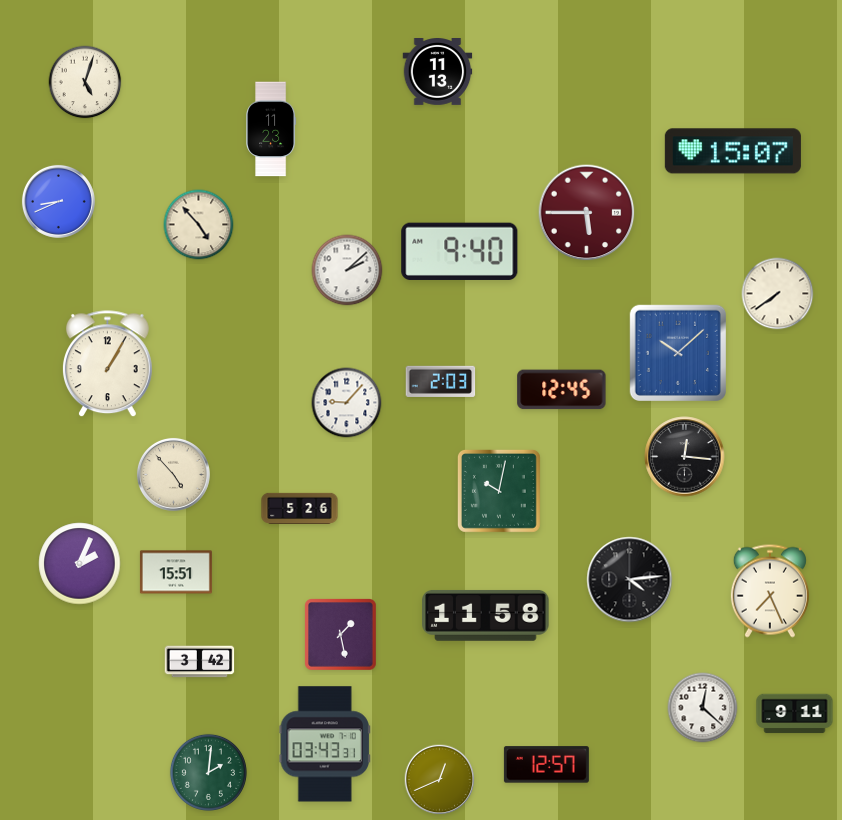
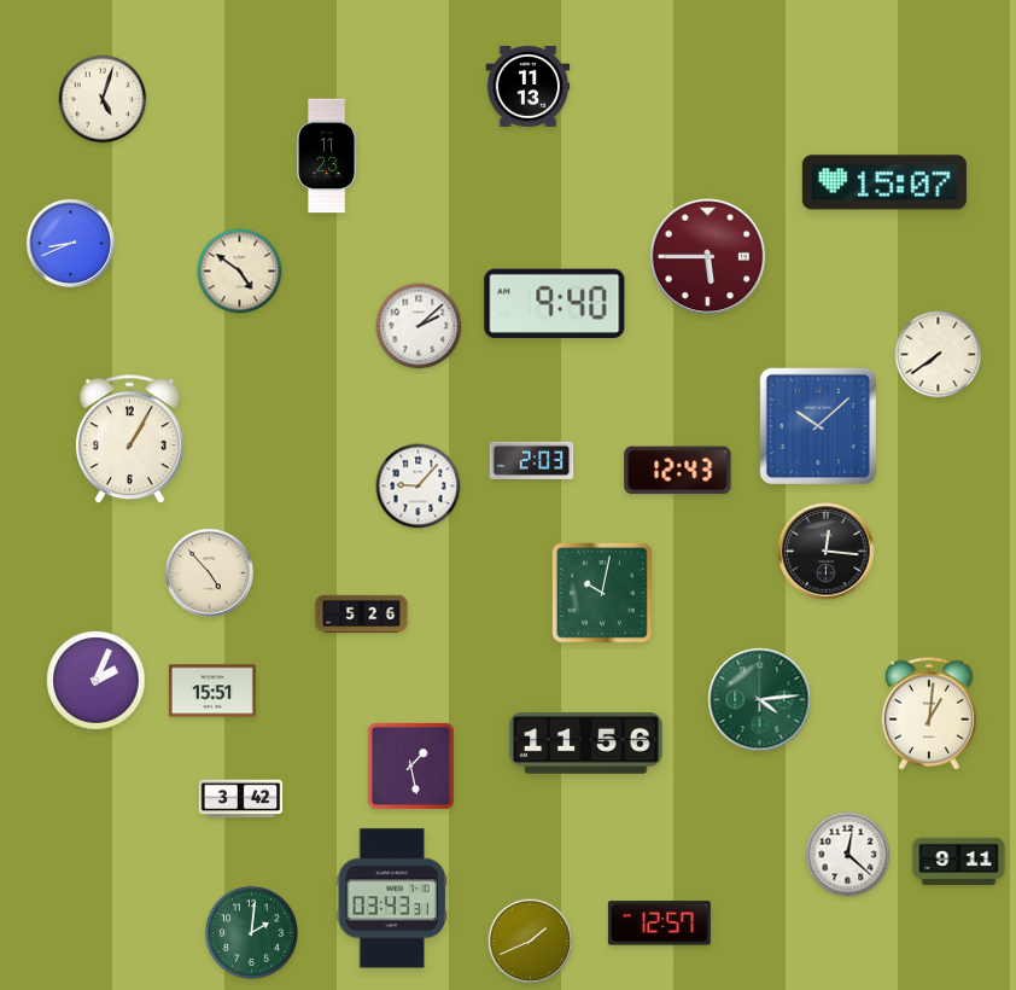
clock at (199, 225): 4:53 -> 4:51
clock at (562, 390): 12:45 -> 12:43
clock at (630, 580) dial: black -> green
clock at (770, 591): 7:26 -> 1:01
clock at (486, 615): 11:58 -> 11:56
clock at (440, 780): 12:41 -> 1:41
